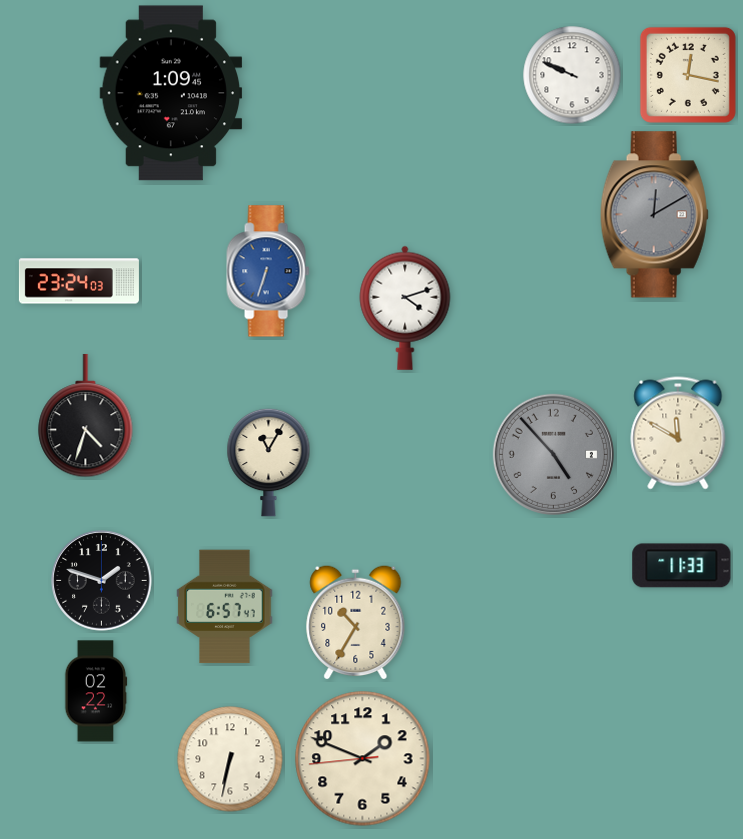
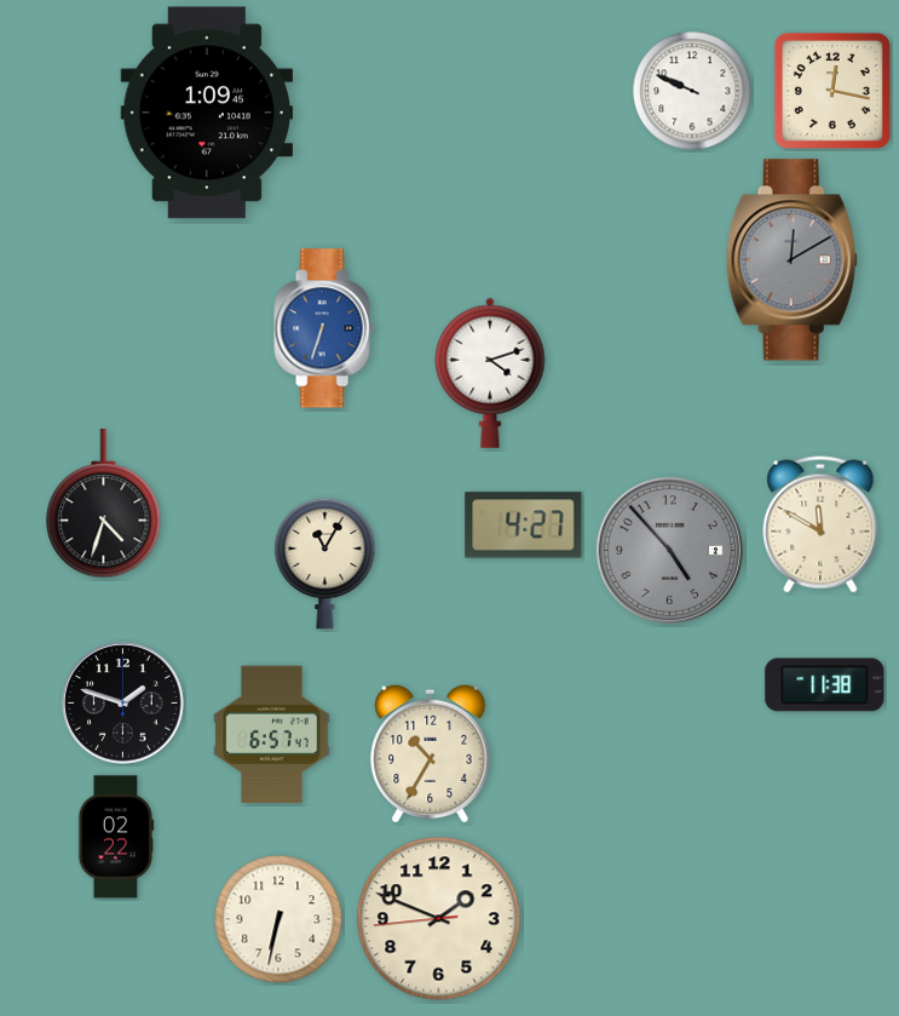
clock at (79, 281): 23:24 -> none
clock at (524, 526): none -> 4:27
clock at (269, 462) position: (269, 462) -> (325, 563)
clock at (682, 566): 11:33 -> 11:38
